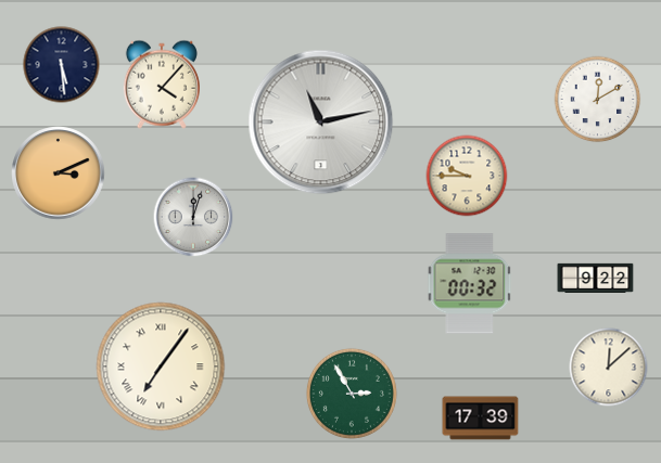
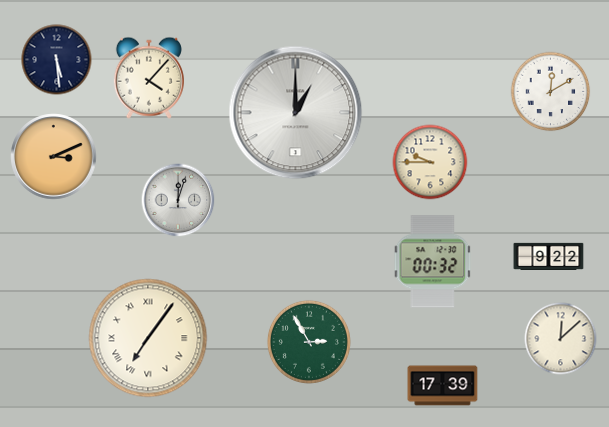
clock at (321, 123): 11:13 -> 1:00
clock at (59, 173) position: (59, 173) -> (54, 157)
clock at (352, 394) position: (352, 394) -> (309, 342)
